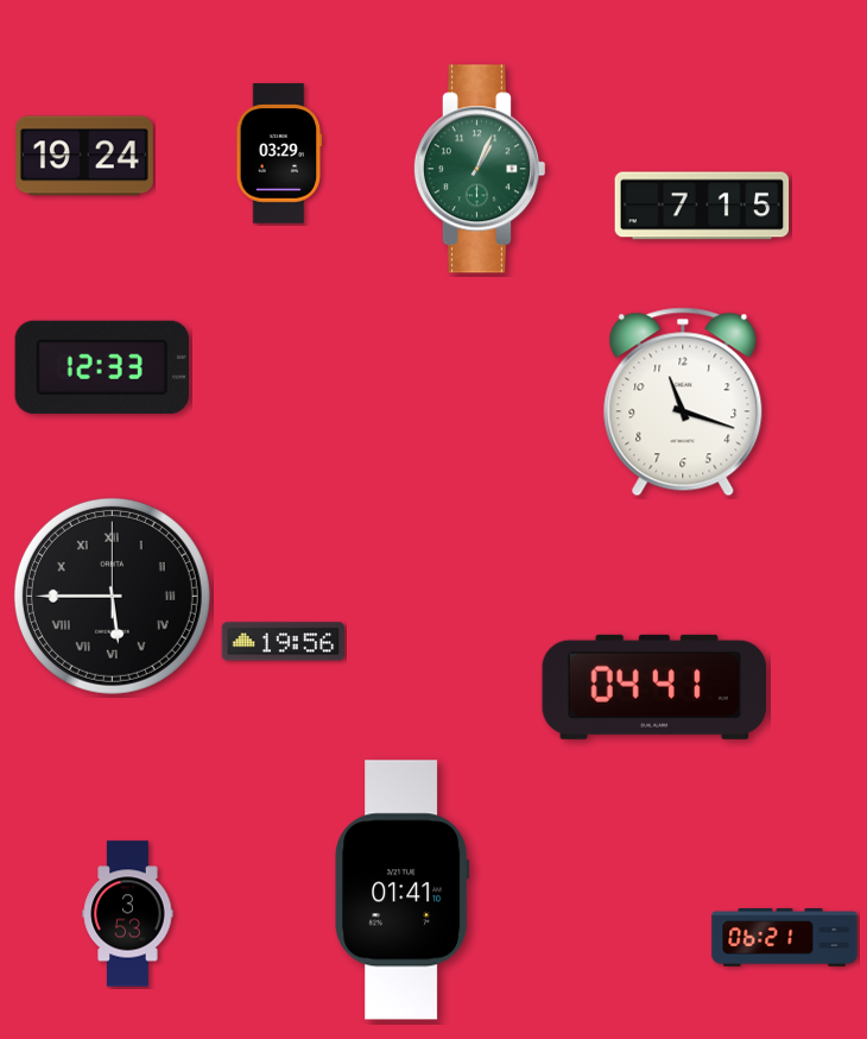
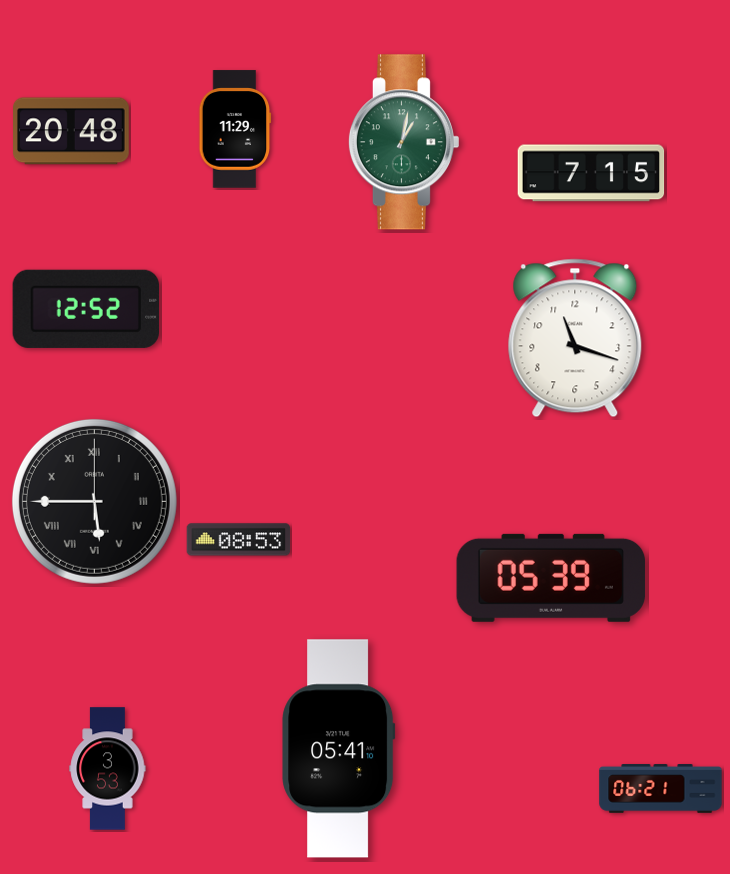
clock at (279, 153): 03:29 -> 11:29
clock at (86, 156): 19:24 -> 20:48
clock at (479, 169): 1:04 -> 1:02
clock at (101, 367): 12:33 -> 12:52
clock at (284, 642): 19:56 -> 08:53
clock at (654, 687): 04:41 -> 05:39
clock at (403, 890): 01:41 -> 05:41
